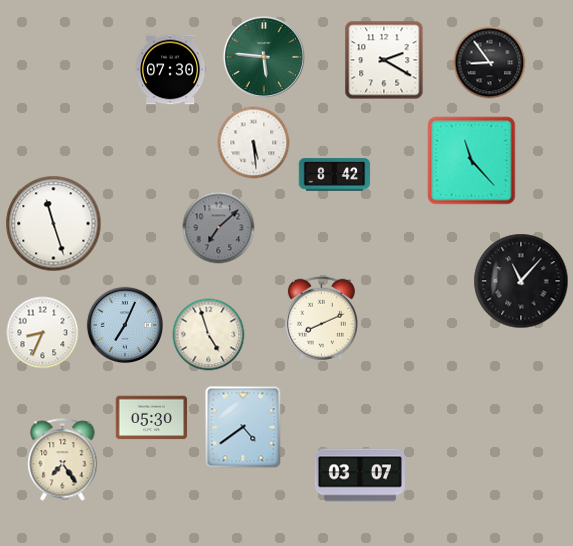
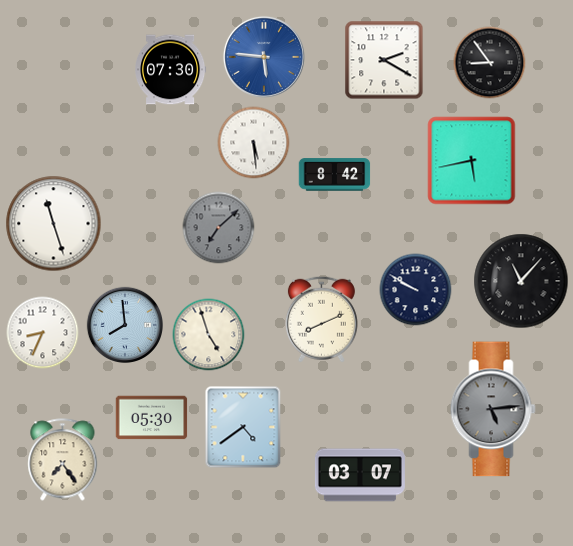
clock at (264, 57) dial: green -> blue
clock at (472, 161): 11:23 -> 5:43
clock at (416, 290): none -> 9:50
clock at (124, 324): 7:04 -> 7:59
clock at (493, 409): none -> 5:14
